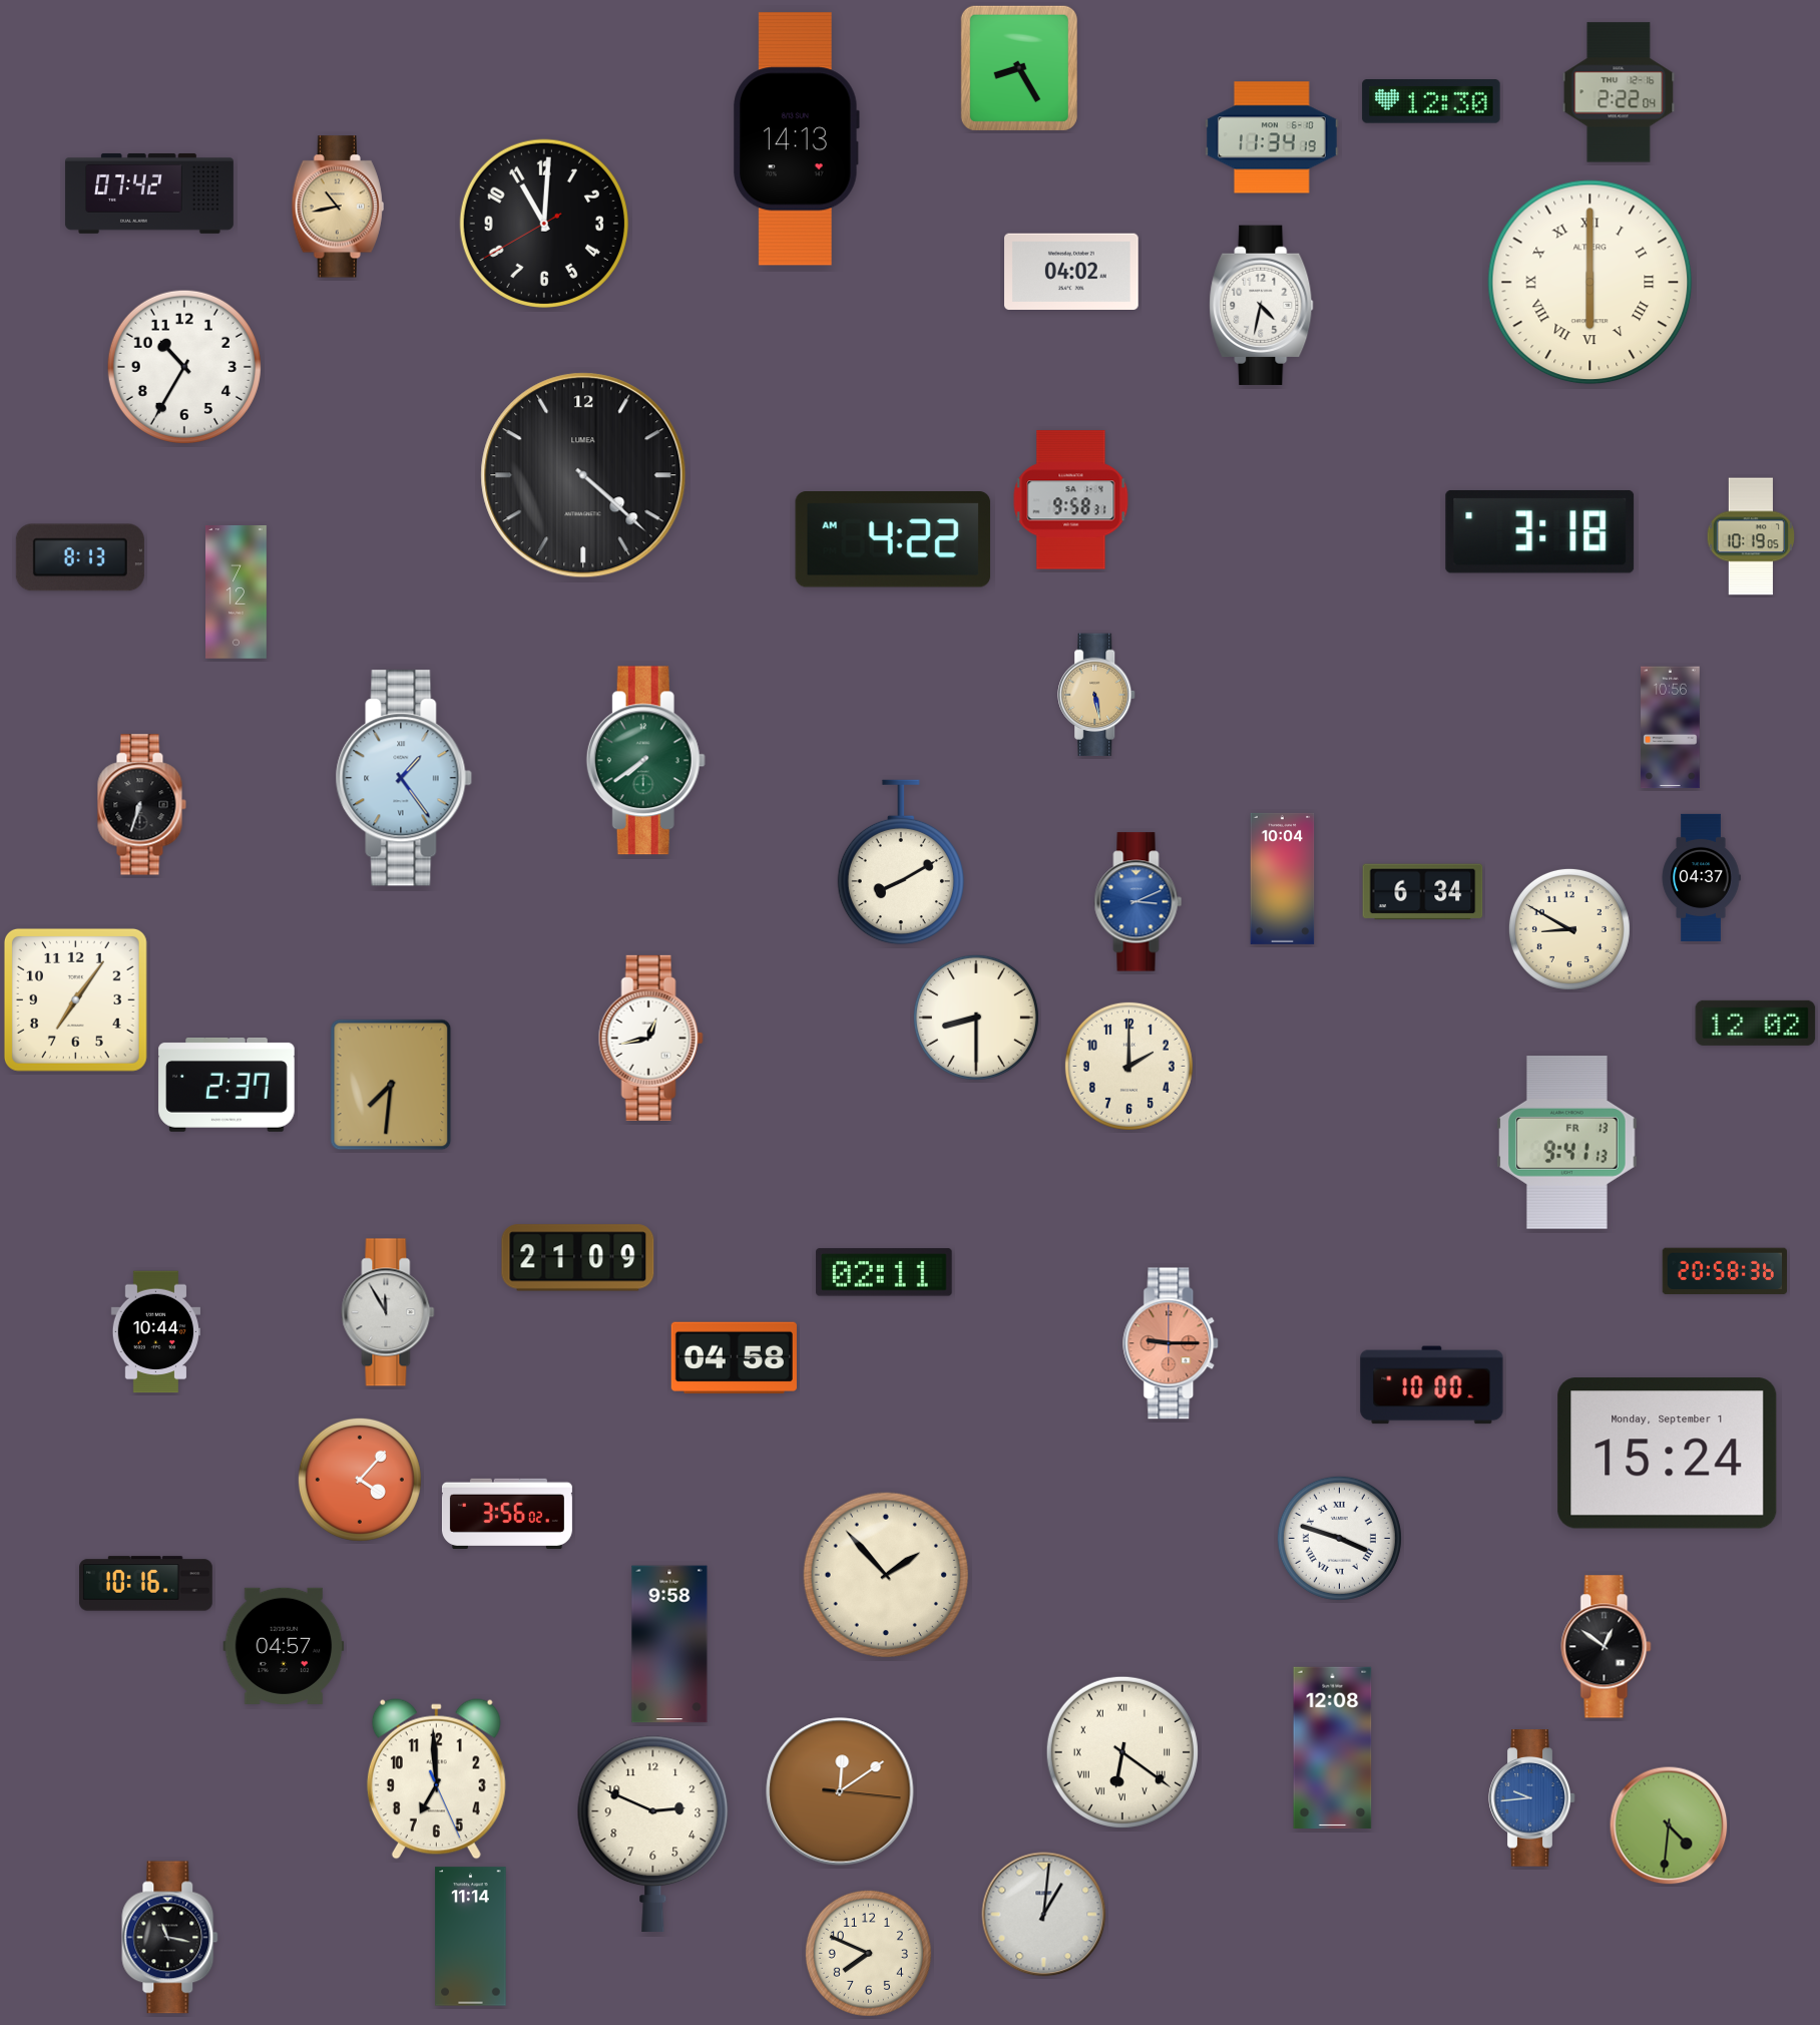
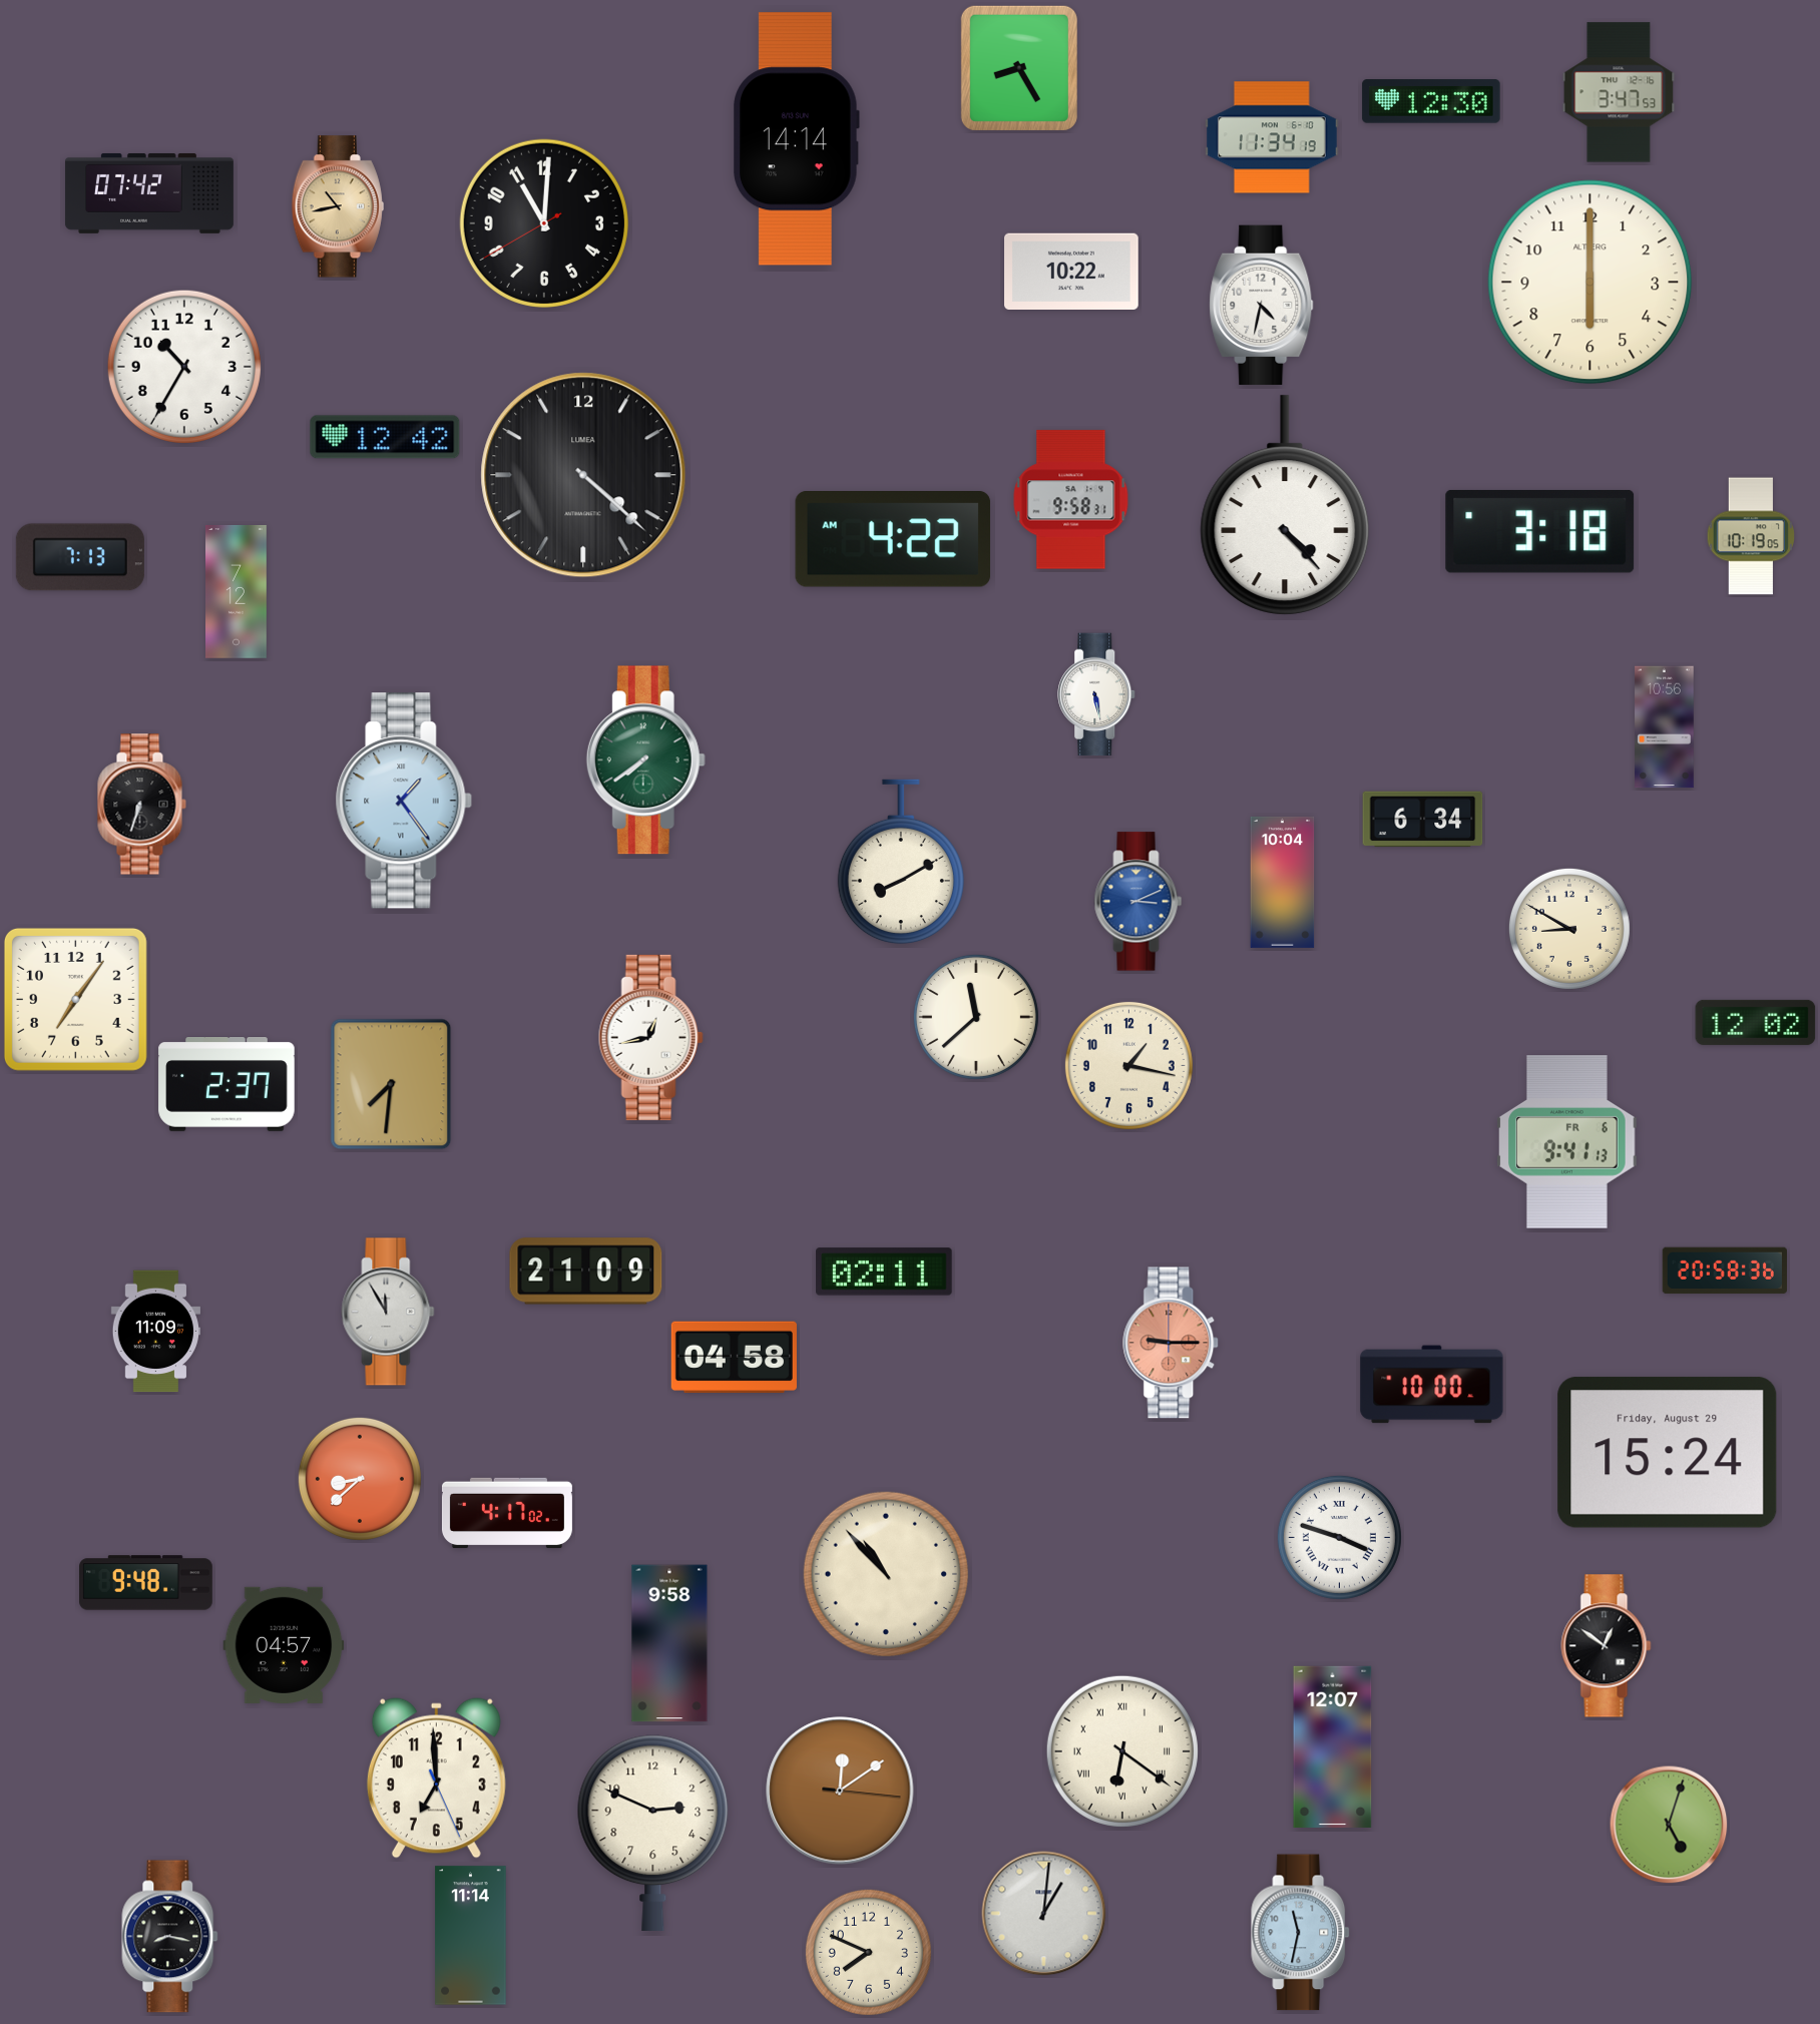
clock at (1619, 92): 2:22 -> 3:47
clock at (796, 139): 14:13 -> 14:14
clock at (1072, 271): 04:02 -> 10:22
clock at (1590, 283) numerals: Roman -> Arabic
clock at (385, 437): none -> 12:42
clock at (1285, 505): none -> 4:23
clock at (80, 557): 8:13 -> 7:13
clock at (1097, 695) dial: champagne -> white
clock at (1671, 728) position: (1671, 728) -> (1665, 727)
clock at (404, 778) position: (404, 778) -> (404, 801)
clock at (1701, 877): 04:37 -> none
clock at (1283, 878) position: (1283, 878) -> (1283, 882)
clock at (1423, 892) position: (1423, 892) -> (1423, 820)
clock at (976, 1018): 8:30 -> 11:38
clock at (1128, 1066): 2:00 -> 1:17
clock at (1567, 1143) date: FR 13 -> FR 6
clock at (578, 1258) position: (578, 1258) -> (586, 1272)
clock at (155, 1332): 10:44 -> 11:09
clock at (1668, 1454) date: Monday, September 1 -> Friday, August 29
clock at (360, 1480): 4:07 -> 8:38
clock at (507, 1514): 3:56 -> 4:17
clock at (886, 1575): 1:53 -> 10:53
clock at (146, 1584): 10:16 -> 9:48
clock at (1333, 1747): 12:08 -> 12:07
clock at (1532, 1798): 9:44 -> none
clock at (1669, 1826): 4:31 -> 5:03
clock at (1301, 1933): none -> 11:32
clock at (170, 1938): 11:17 -> 8:17
